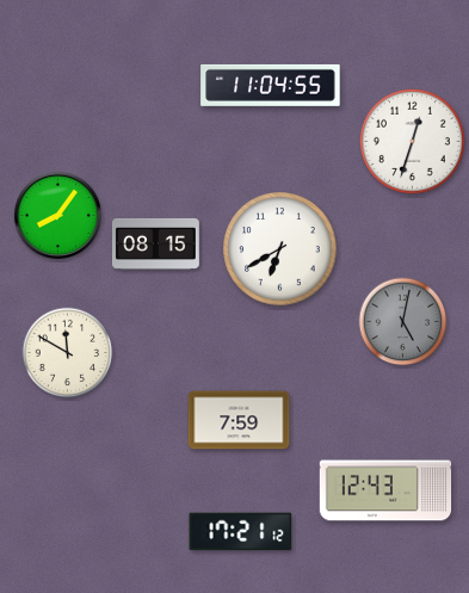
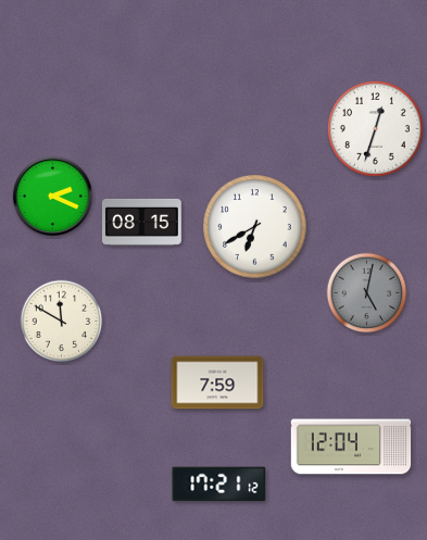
clock at (271, 85): 11:04 -> none
clock at (57, 215): 8:06 -> 2:19
clock at (385, 490): 12:43 -> 12:04
